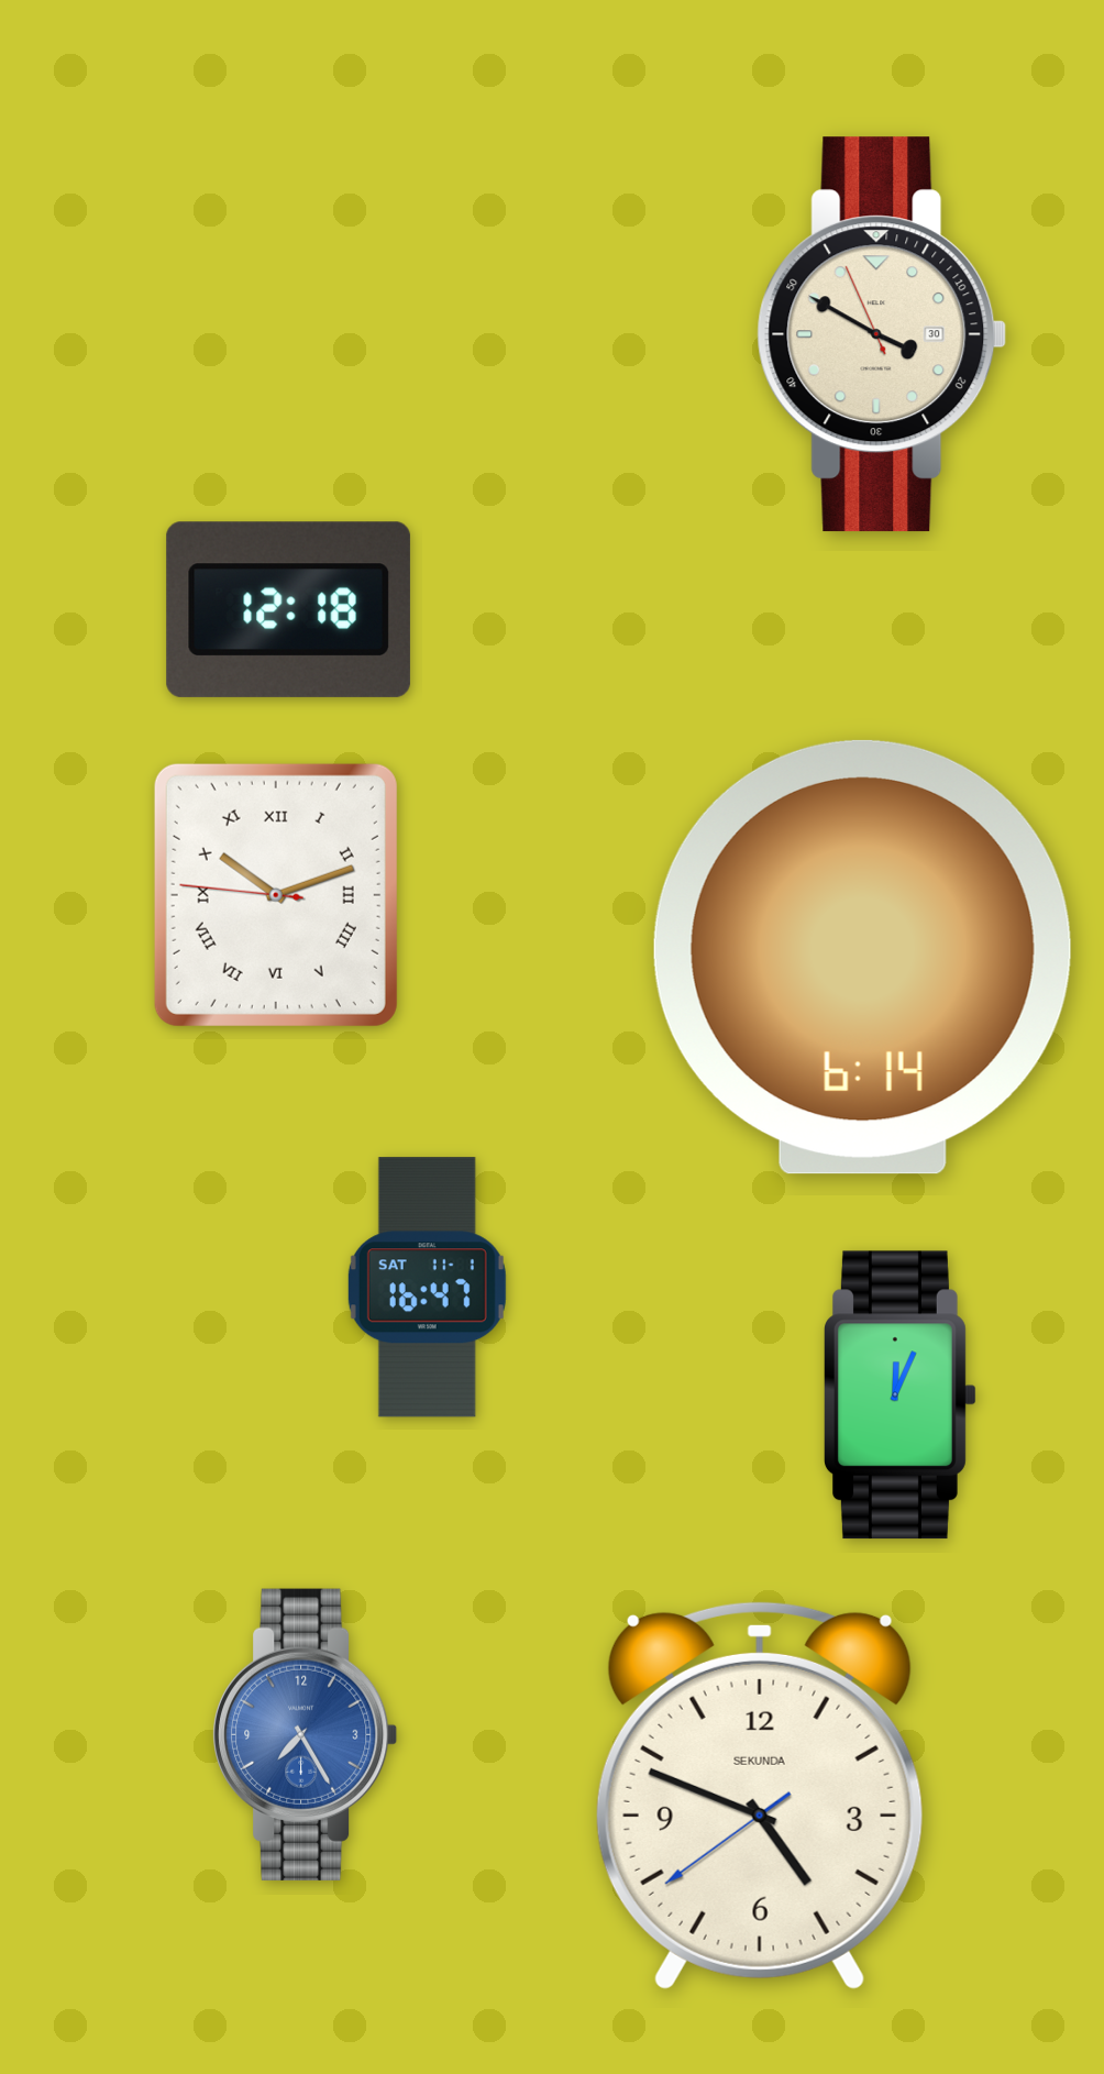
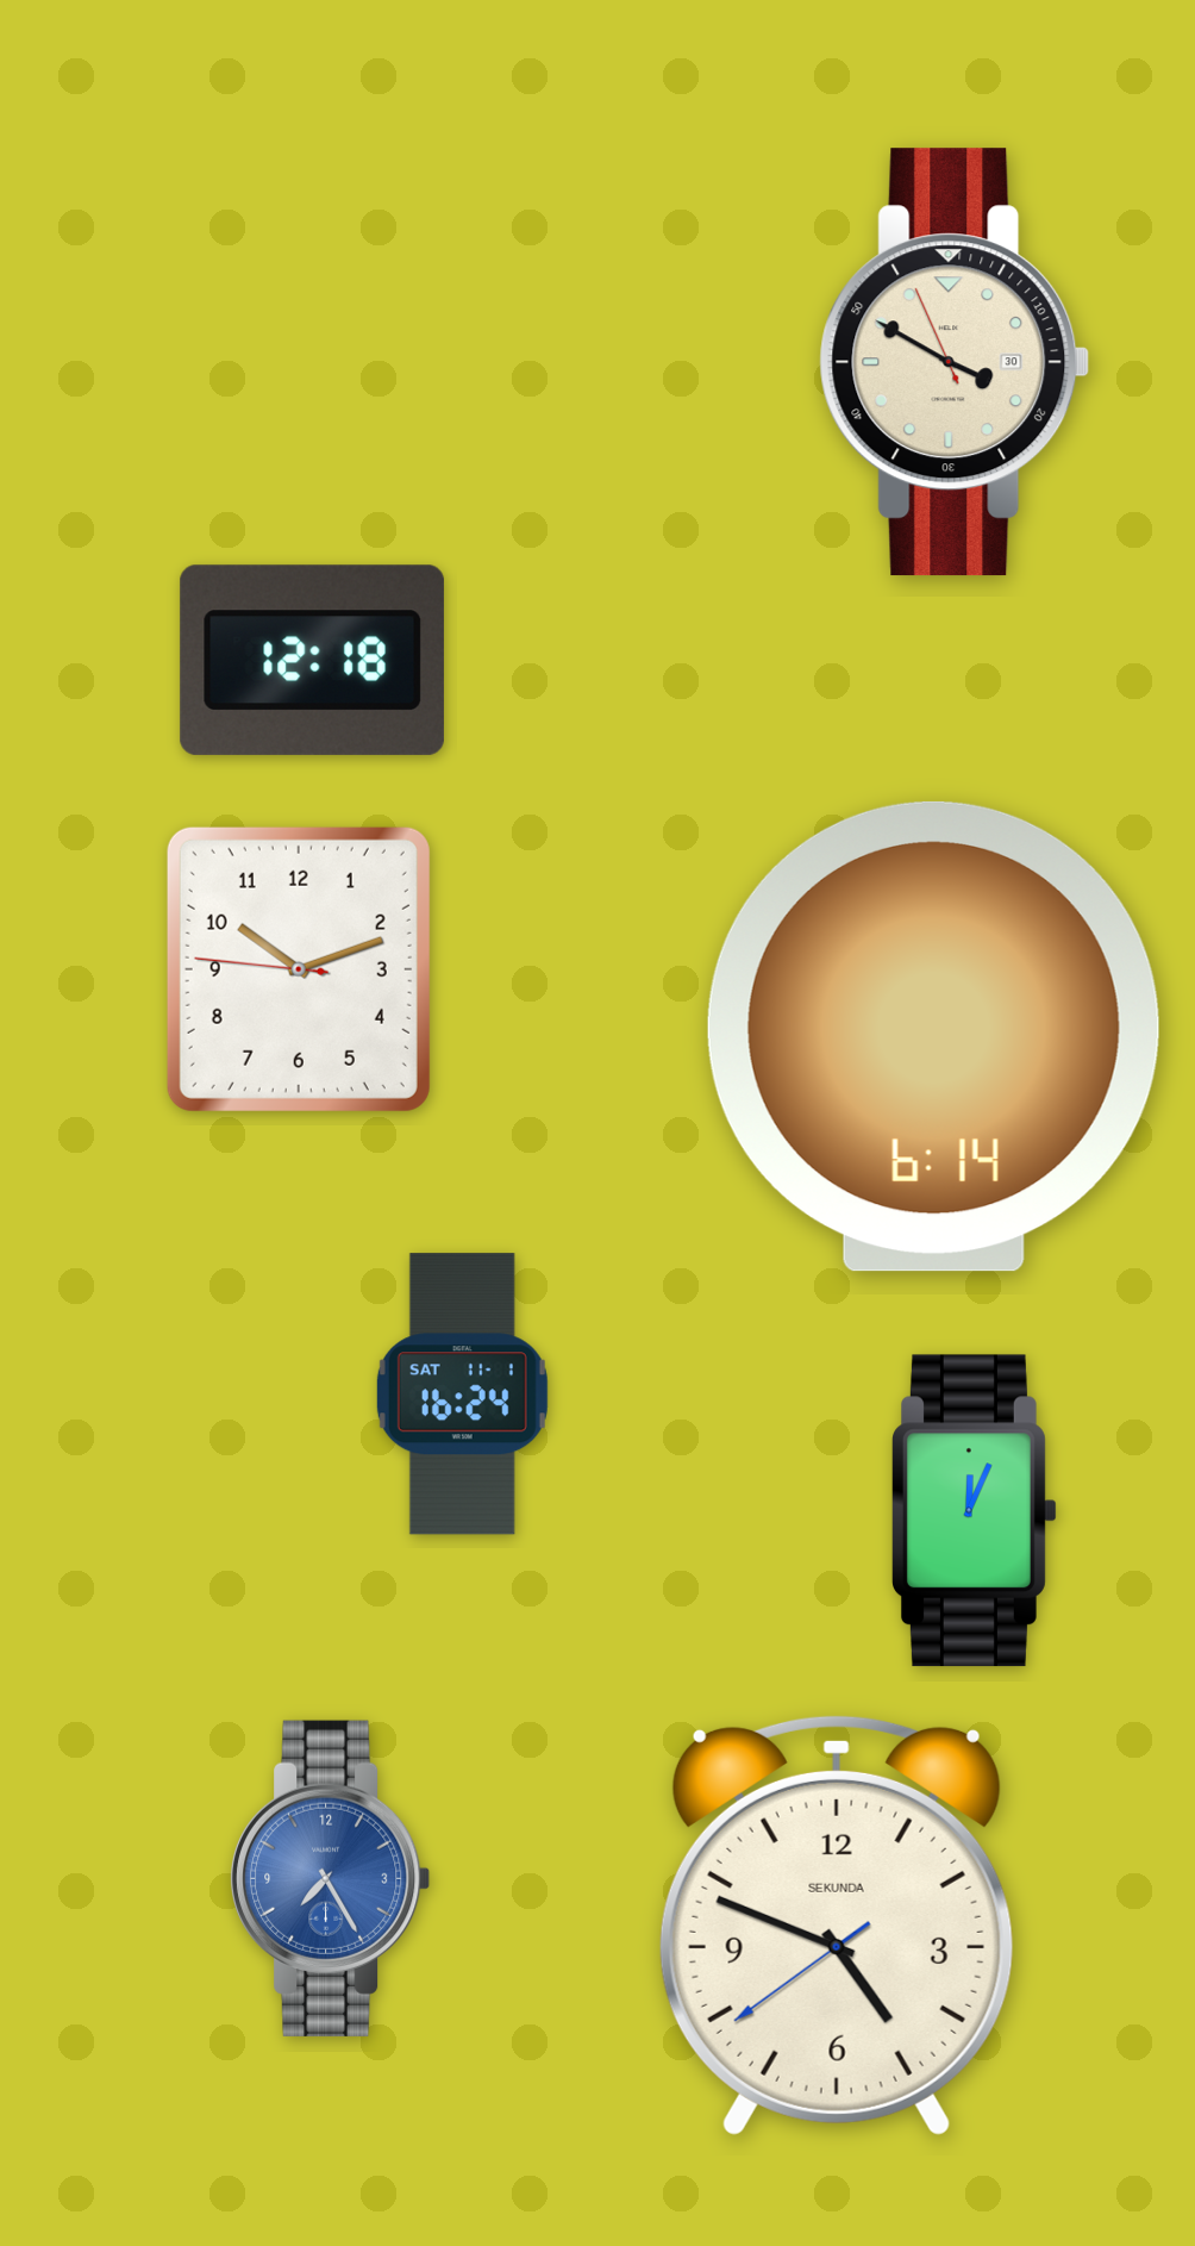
clock at (276, 895) numerals: Roman -> Arabic
clock at (427, 1288): 16:47 -> 16:24
clock at (760, 1795) position: (760, 1795) -> (837, 1924)
